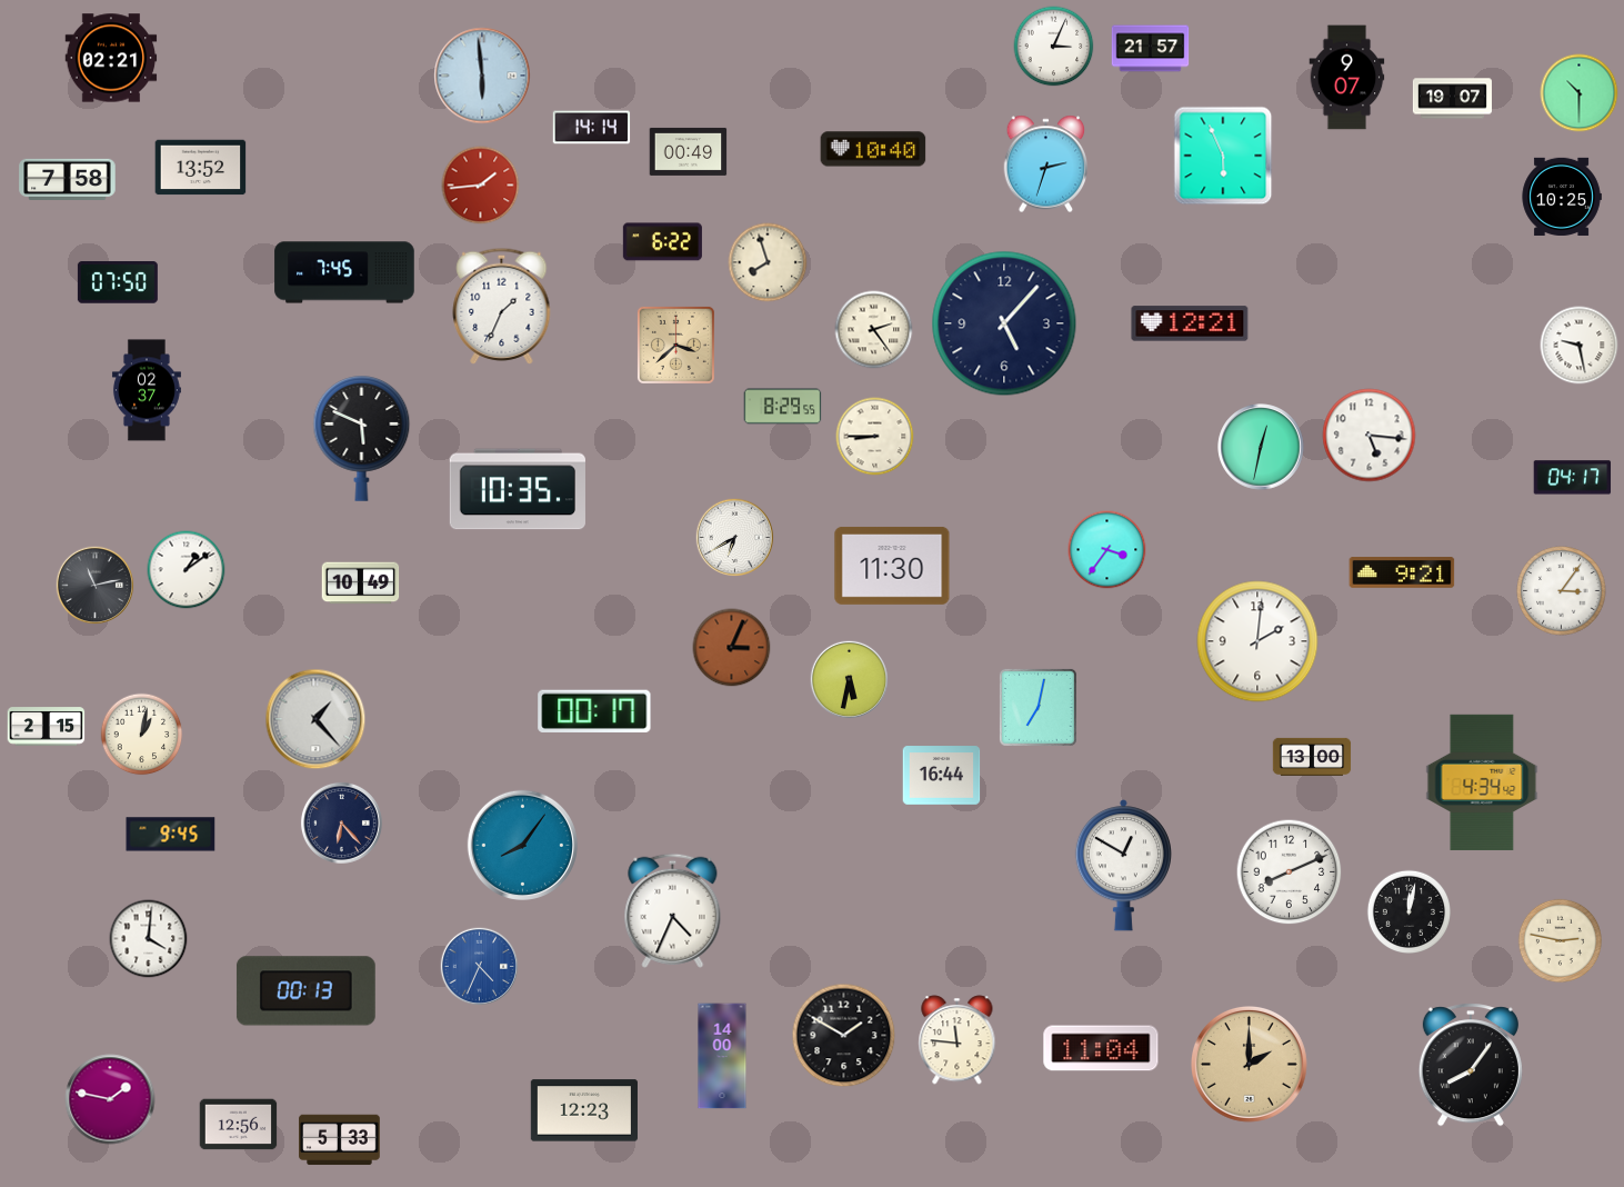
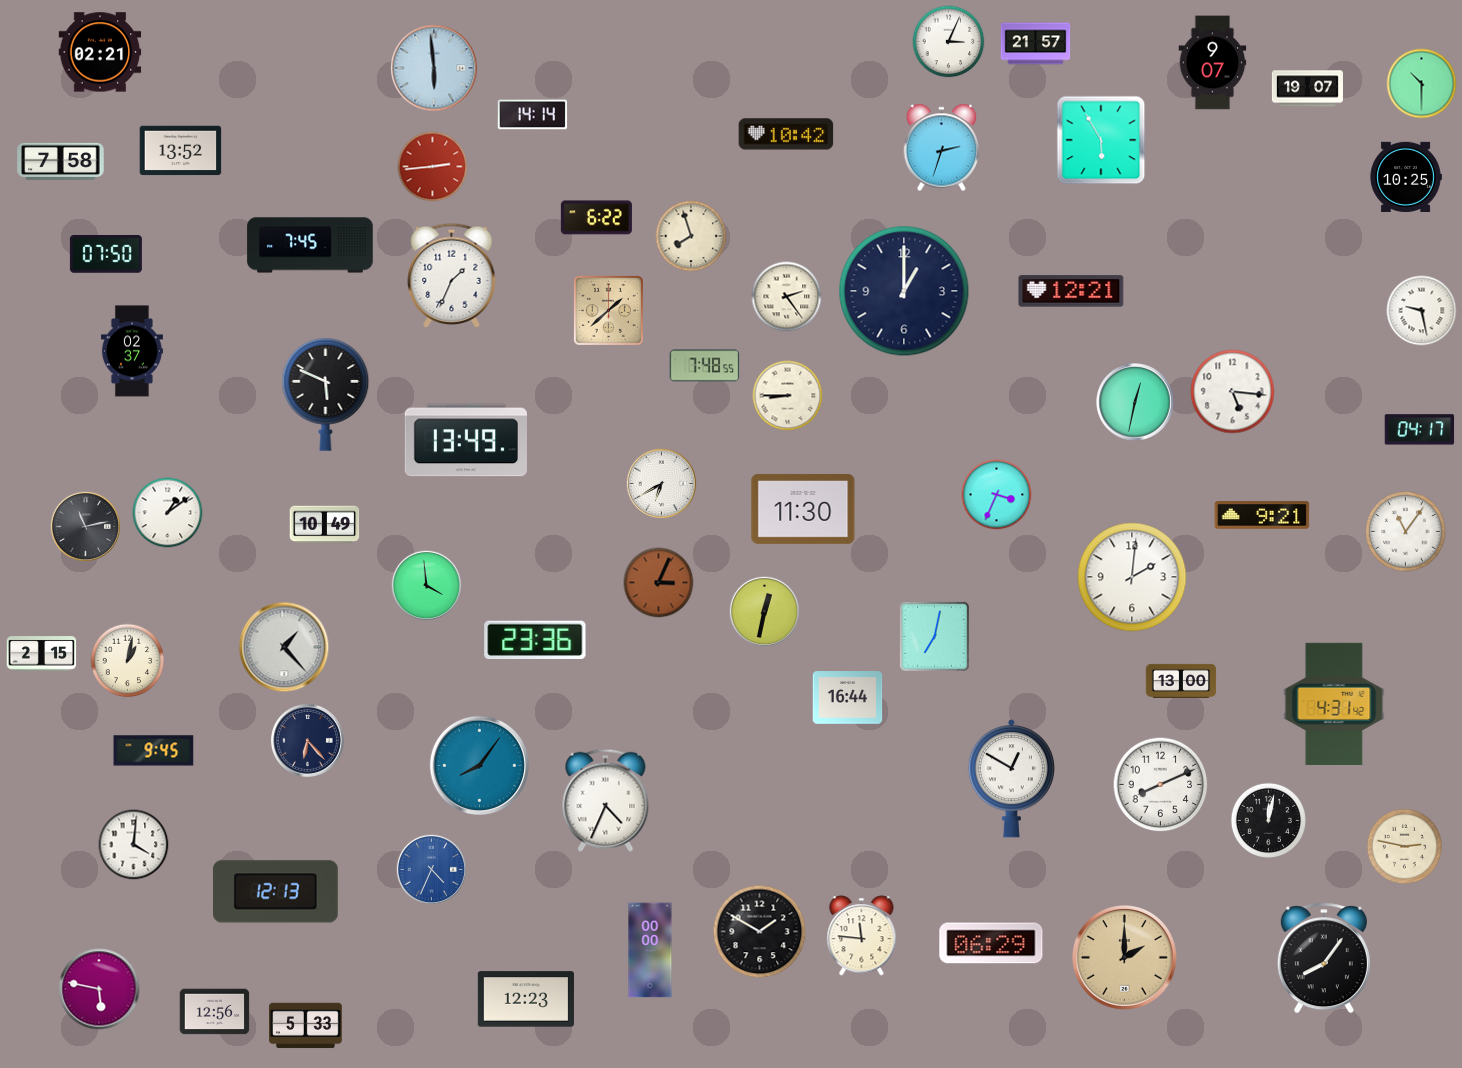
clock at (1347, 78) position: (1347, 78) -> (1213, 63)
clock at (873, 149): 10:40 -> 10:42
clock at (689, 151): 00:49 -> none
clock at (1223, 156): 5:56 -> 5:55
clock at (481, 186): 1:44 -> 2:44
clock at (1004, 323): 5:07 -> 1:00
clock at (675, 345): 3:38 -> 1:38
clock at (783, 407): 8:29 -> 7:48
clock at (875, 437) position: (875, 437) -> (788, 396)
clock at (1573, 478) position: (1573, 478) -> (1420, 430)
clock at (518, 489): 10:35 -> 13:49
clock at (1107, 550): 3:36 -> 3:34
clock at (1562, 591): 3:06 -> 11:06
clock at (427, 586): none -> 3:59
clock at (850, 680): 5:32 -> 12:32
clock at (594, 711): 00:17 -> 23:36
clock at (1482, 782): 4:34 -> 4:31
clock at (522, 845) position: (522, 845) -> (479, 765)
clock at (673, 910) position: (673, 910) -> (606, 800)
clock at (305, 991): 00:13 -> 12:13
clock at (1101, 1048): 11:04 -> 06:29
clock at (722, 1056): 14:00 -> 00:00
clock at (110, 1099): 1:47 -> 5:47
